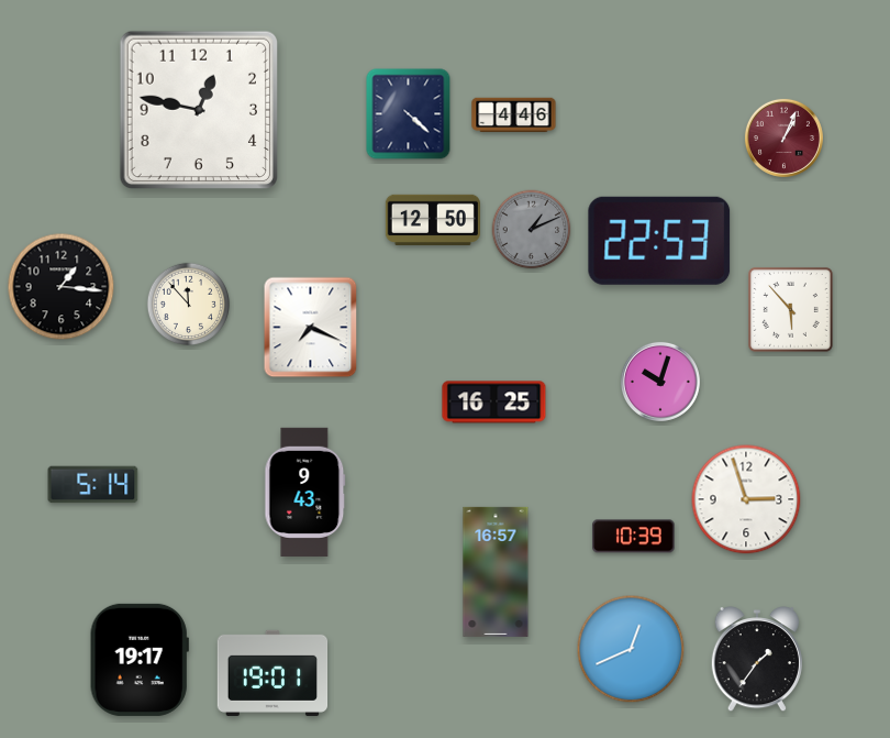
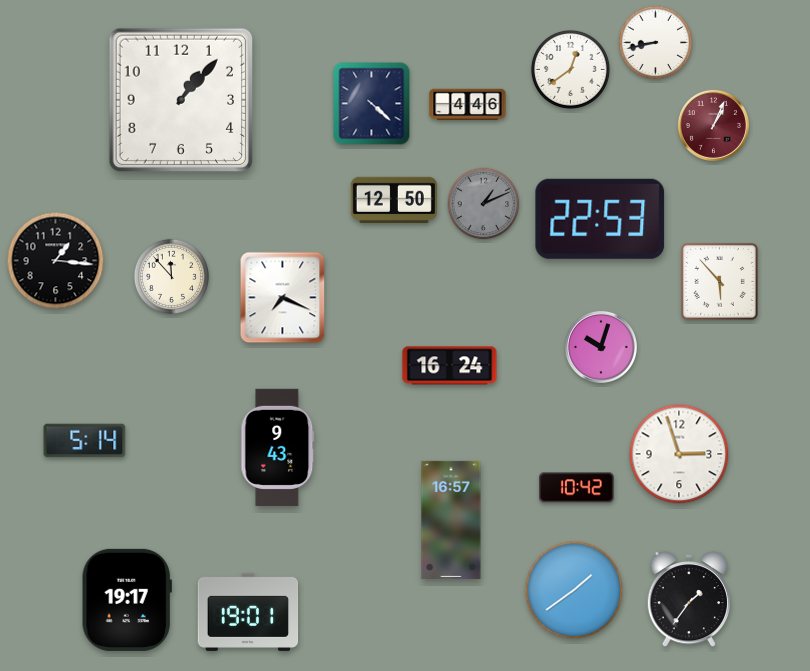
clock at (656, 43): none -> 8:43
clock at (570, 69): none -> 12:39
clock at (198, 109): 12:47 -> 1:07
clock at (532, 230) position: (532, 230) -> (484, 204)
clock at (494, 403): 16:25 -> 16:24
clock at (634, 537): 10:39 -> 10:42
clock at (631, 649): 12:41 -> 1:39
